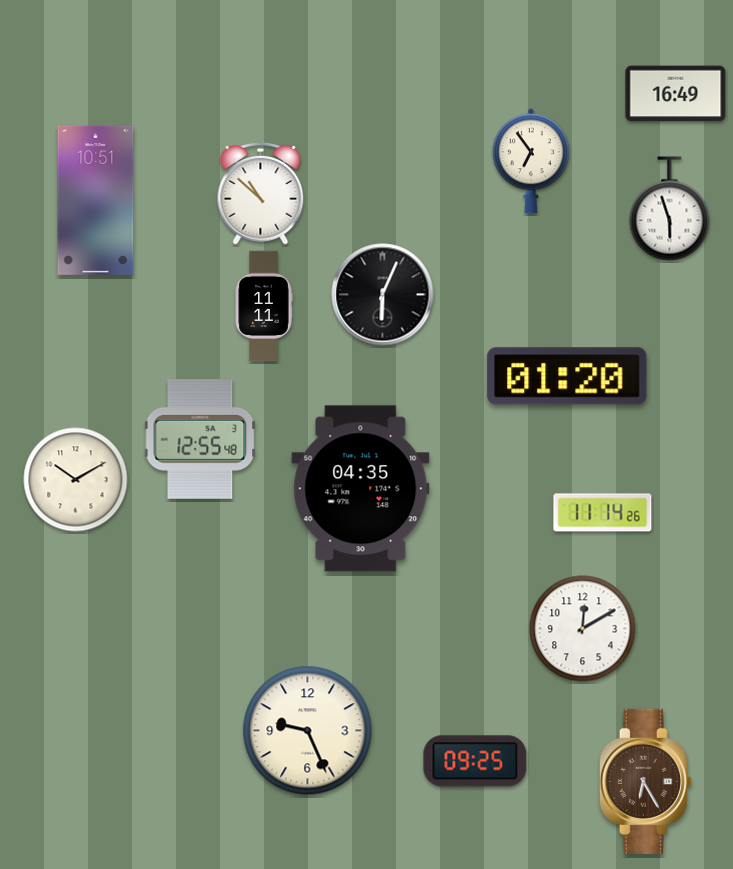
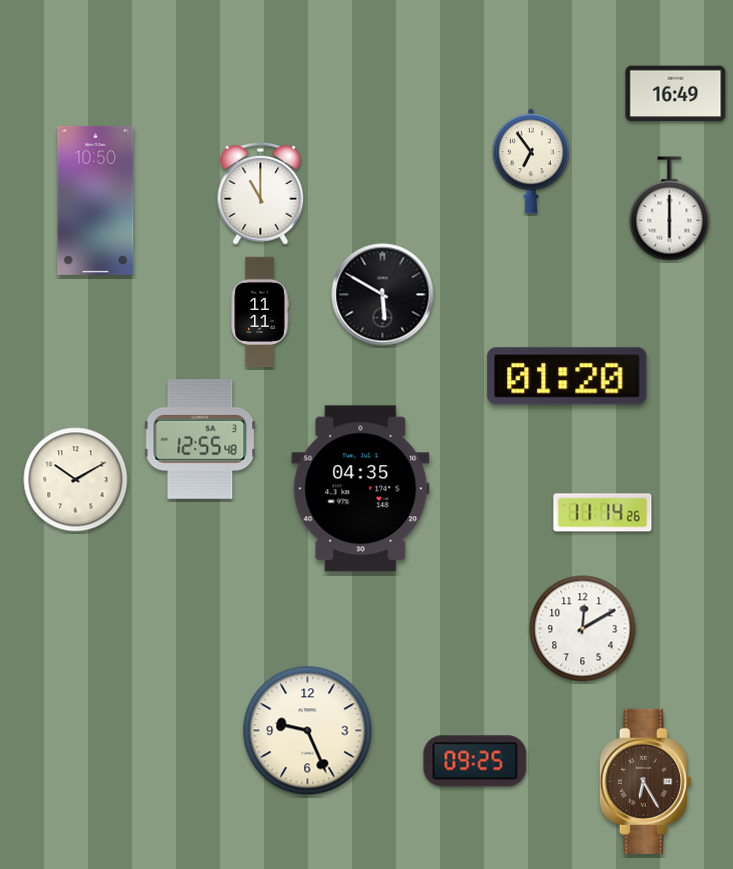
clock at (261, 193): 10:52 -> 11:00
clock at (96, 200): 10:51 -> 10:50
clock at (670, 209): 5:57 -> 6:00
clock at (383, 295): 6:04 -> 5:50
clock at (264, 306) position: (264, 306) -> (260, 312)
